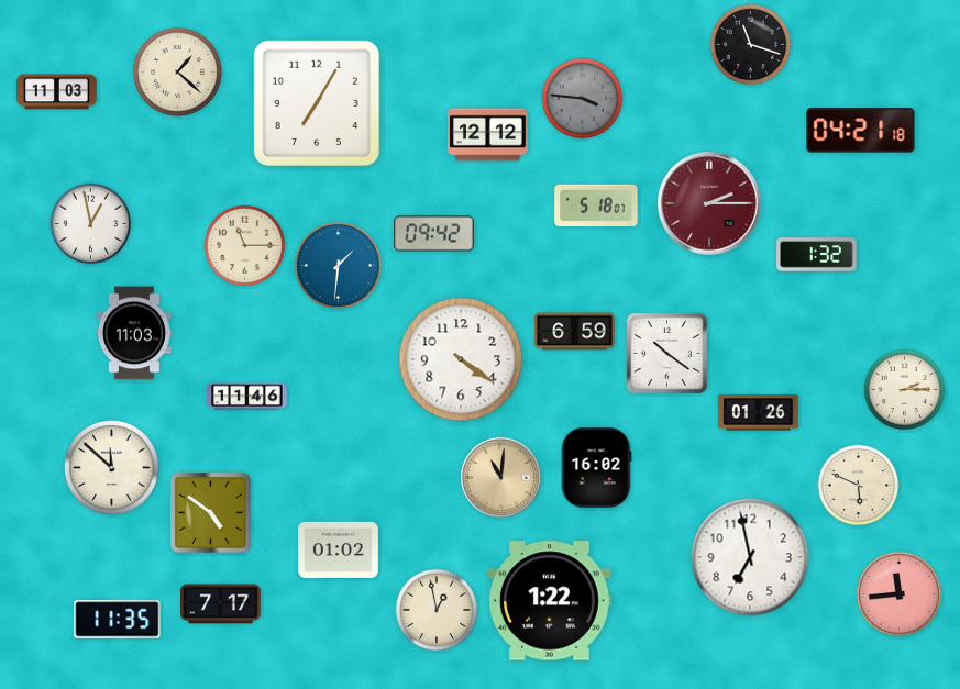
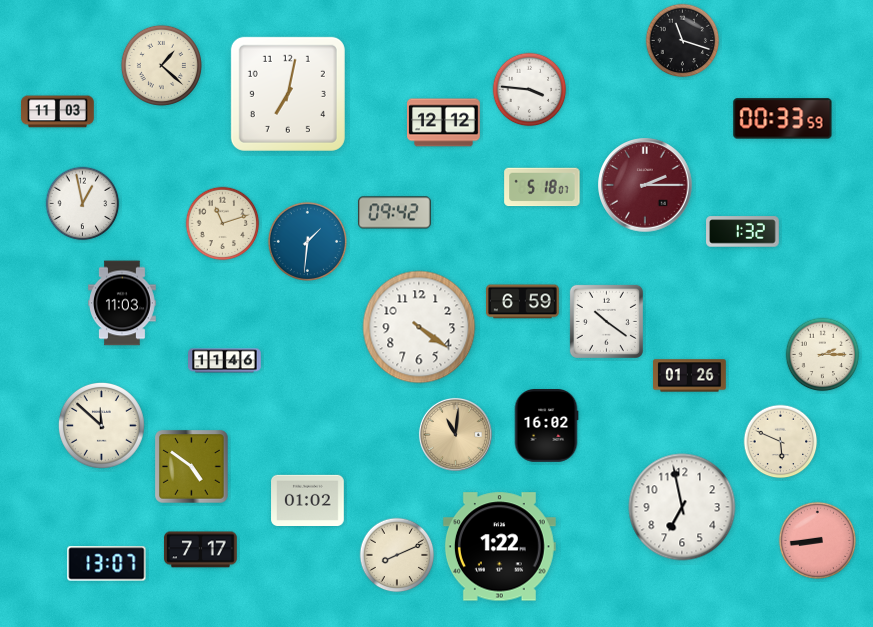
clock at (57, 92) position: (57, 92) -> (58, 112)
clock at (583, 99) dial: grey -> white
clock at (317, 103): 7:05 -> 7:02
clock at (861, 131): 04:21 -> 00:33
clock at (245, 246): 11:15 -> 11:12
clock at (596, 468) position: (596, 468) -> (546, 426)
clock at (900, 593): 11:44 -> 8:44
clock at (437, 610): 12:58 -> 8:11
clock at (118, 620): 11:35 -> 13:07
